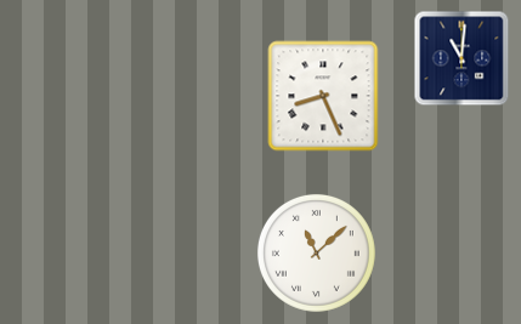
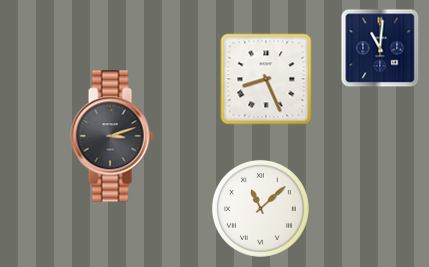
clock at (112, 136): none -> 3:12
